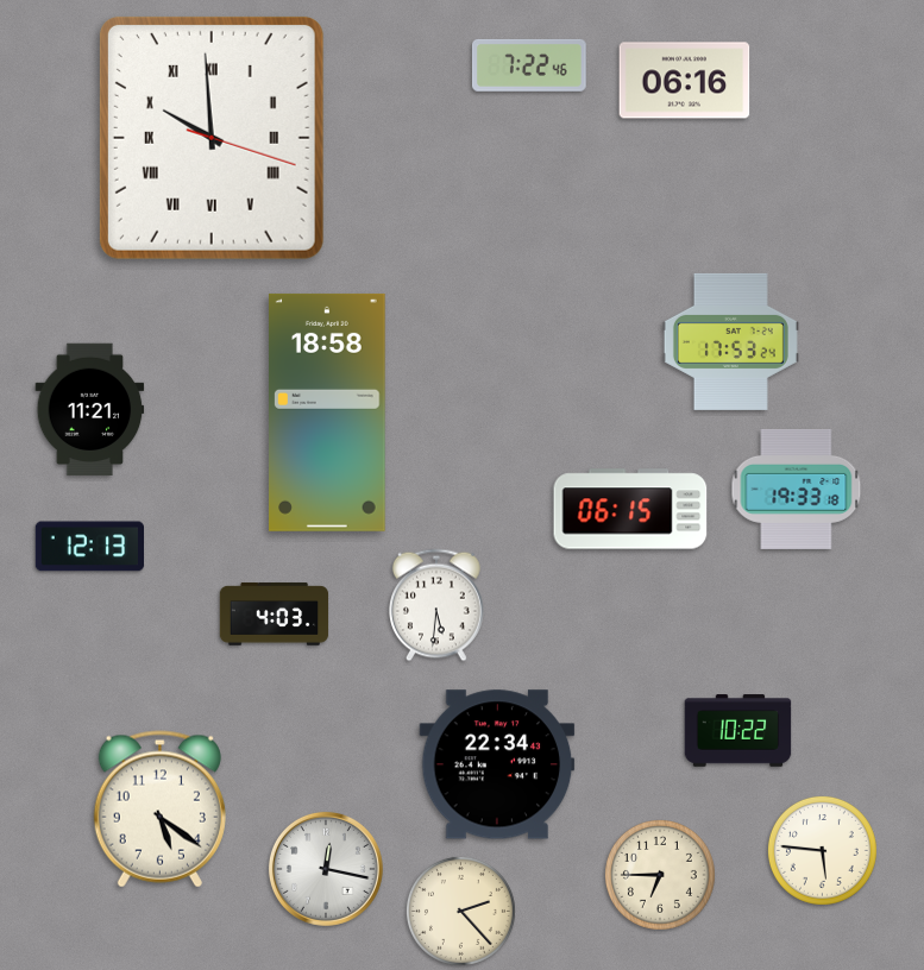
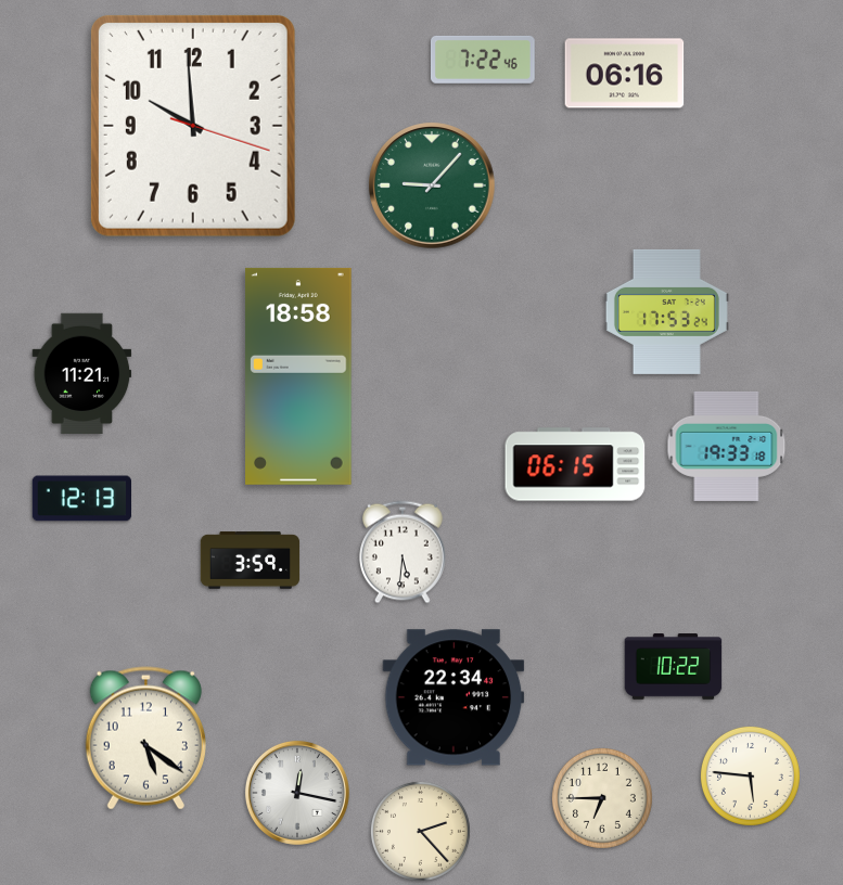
clock at (212, 138) numerals: Roman -> Arabic
clock at (432, 185): none -> 9:07
clock at (438, 605) position: (438, 605) -> (404, 552)
clock at (275, 615): 4:03 -> 3:59
